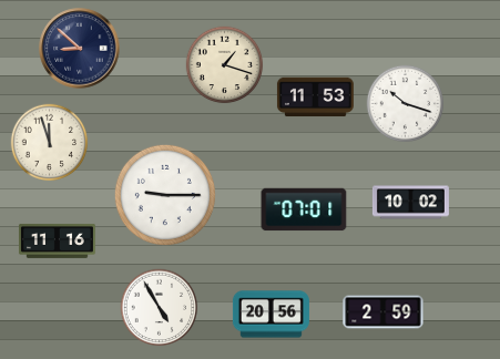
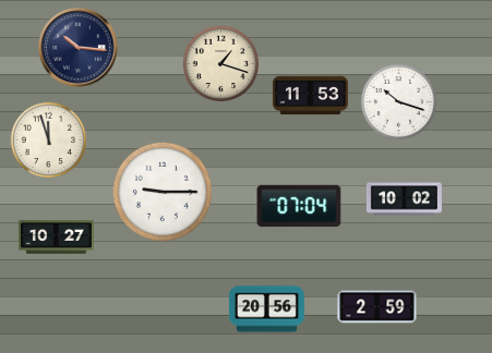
clock at (80, 49): 8:52 -> 10:16
clock at (304, 209): 07:01 -> 07:04
clock at (57, 240): 11:16 -> 10:27
clock at (160, 308): 4:55 -> none
